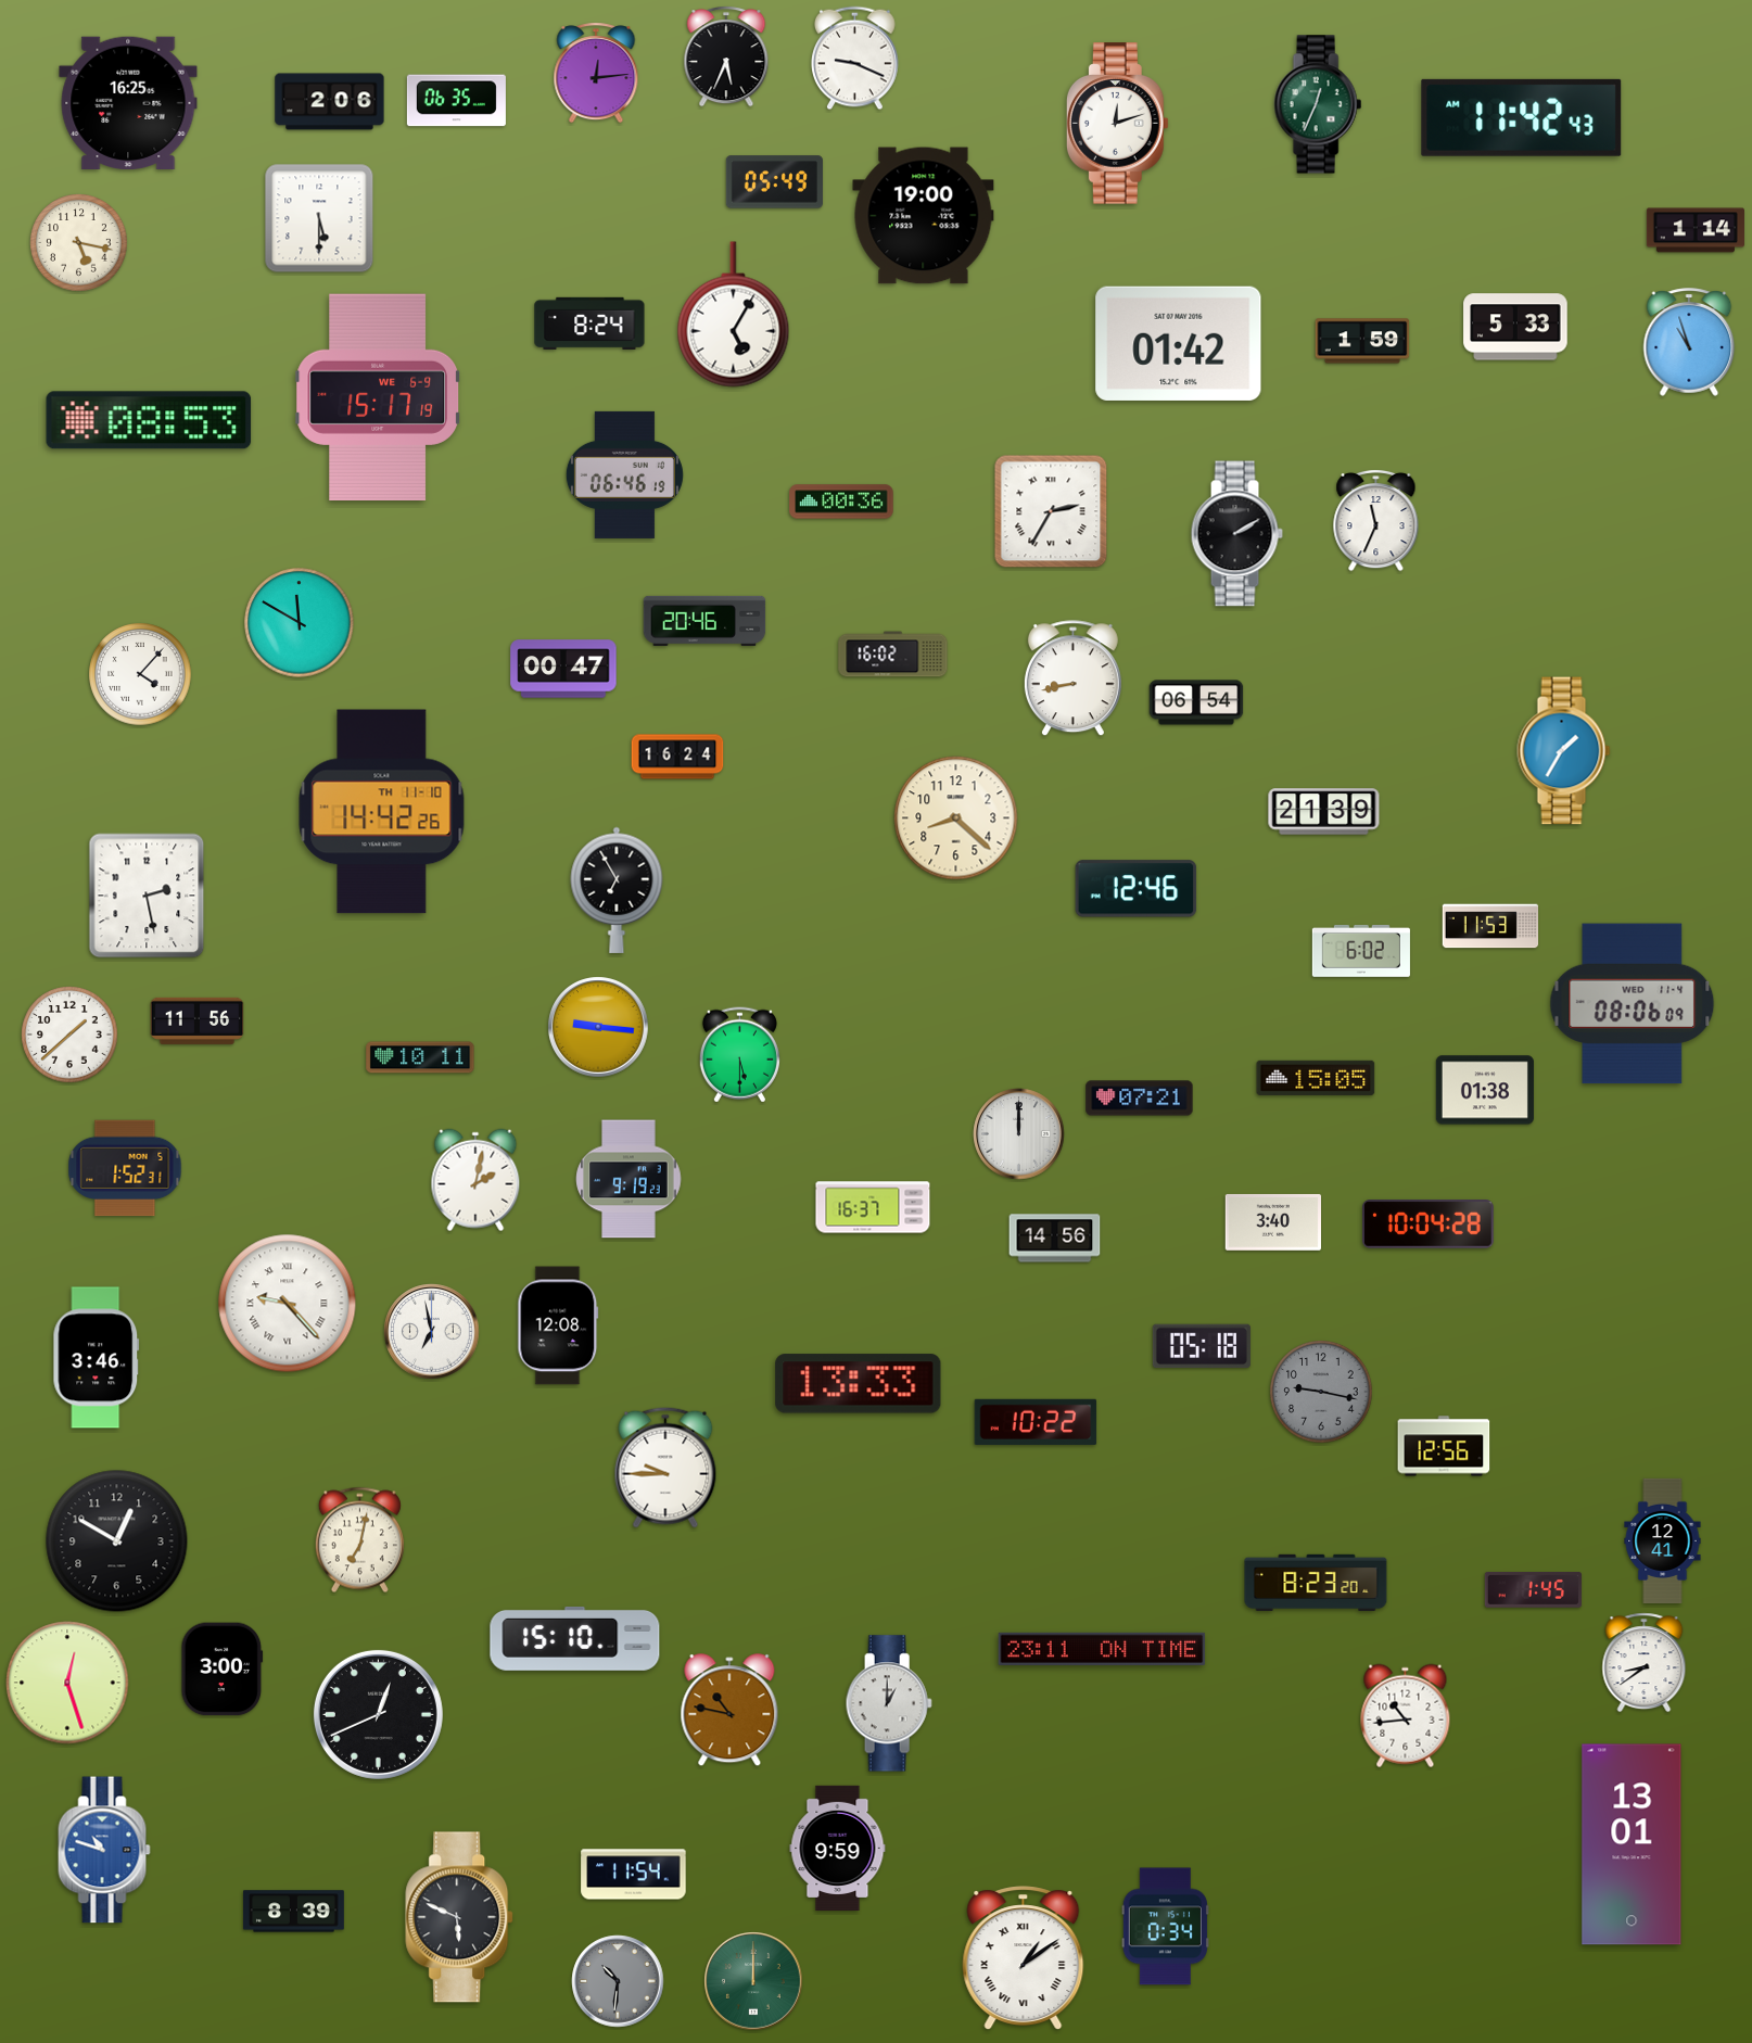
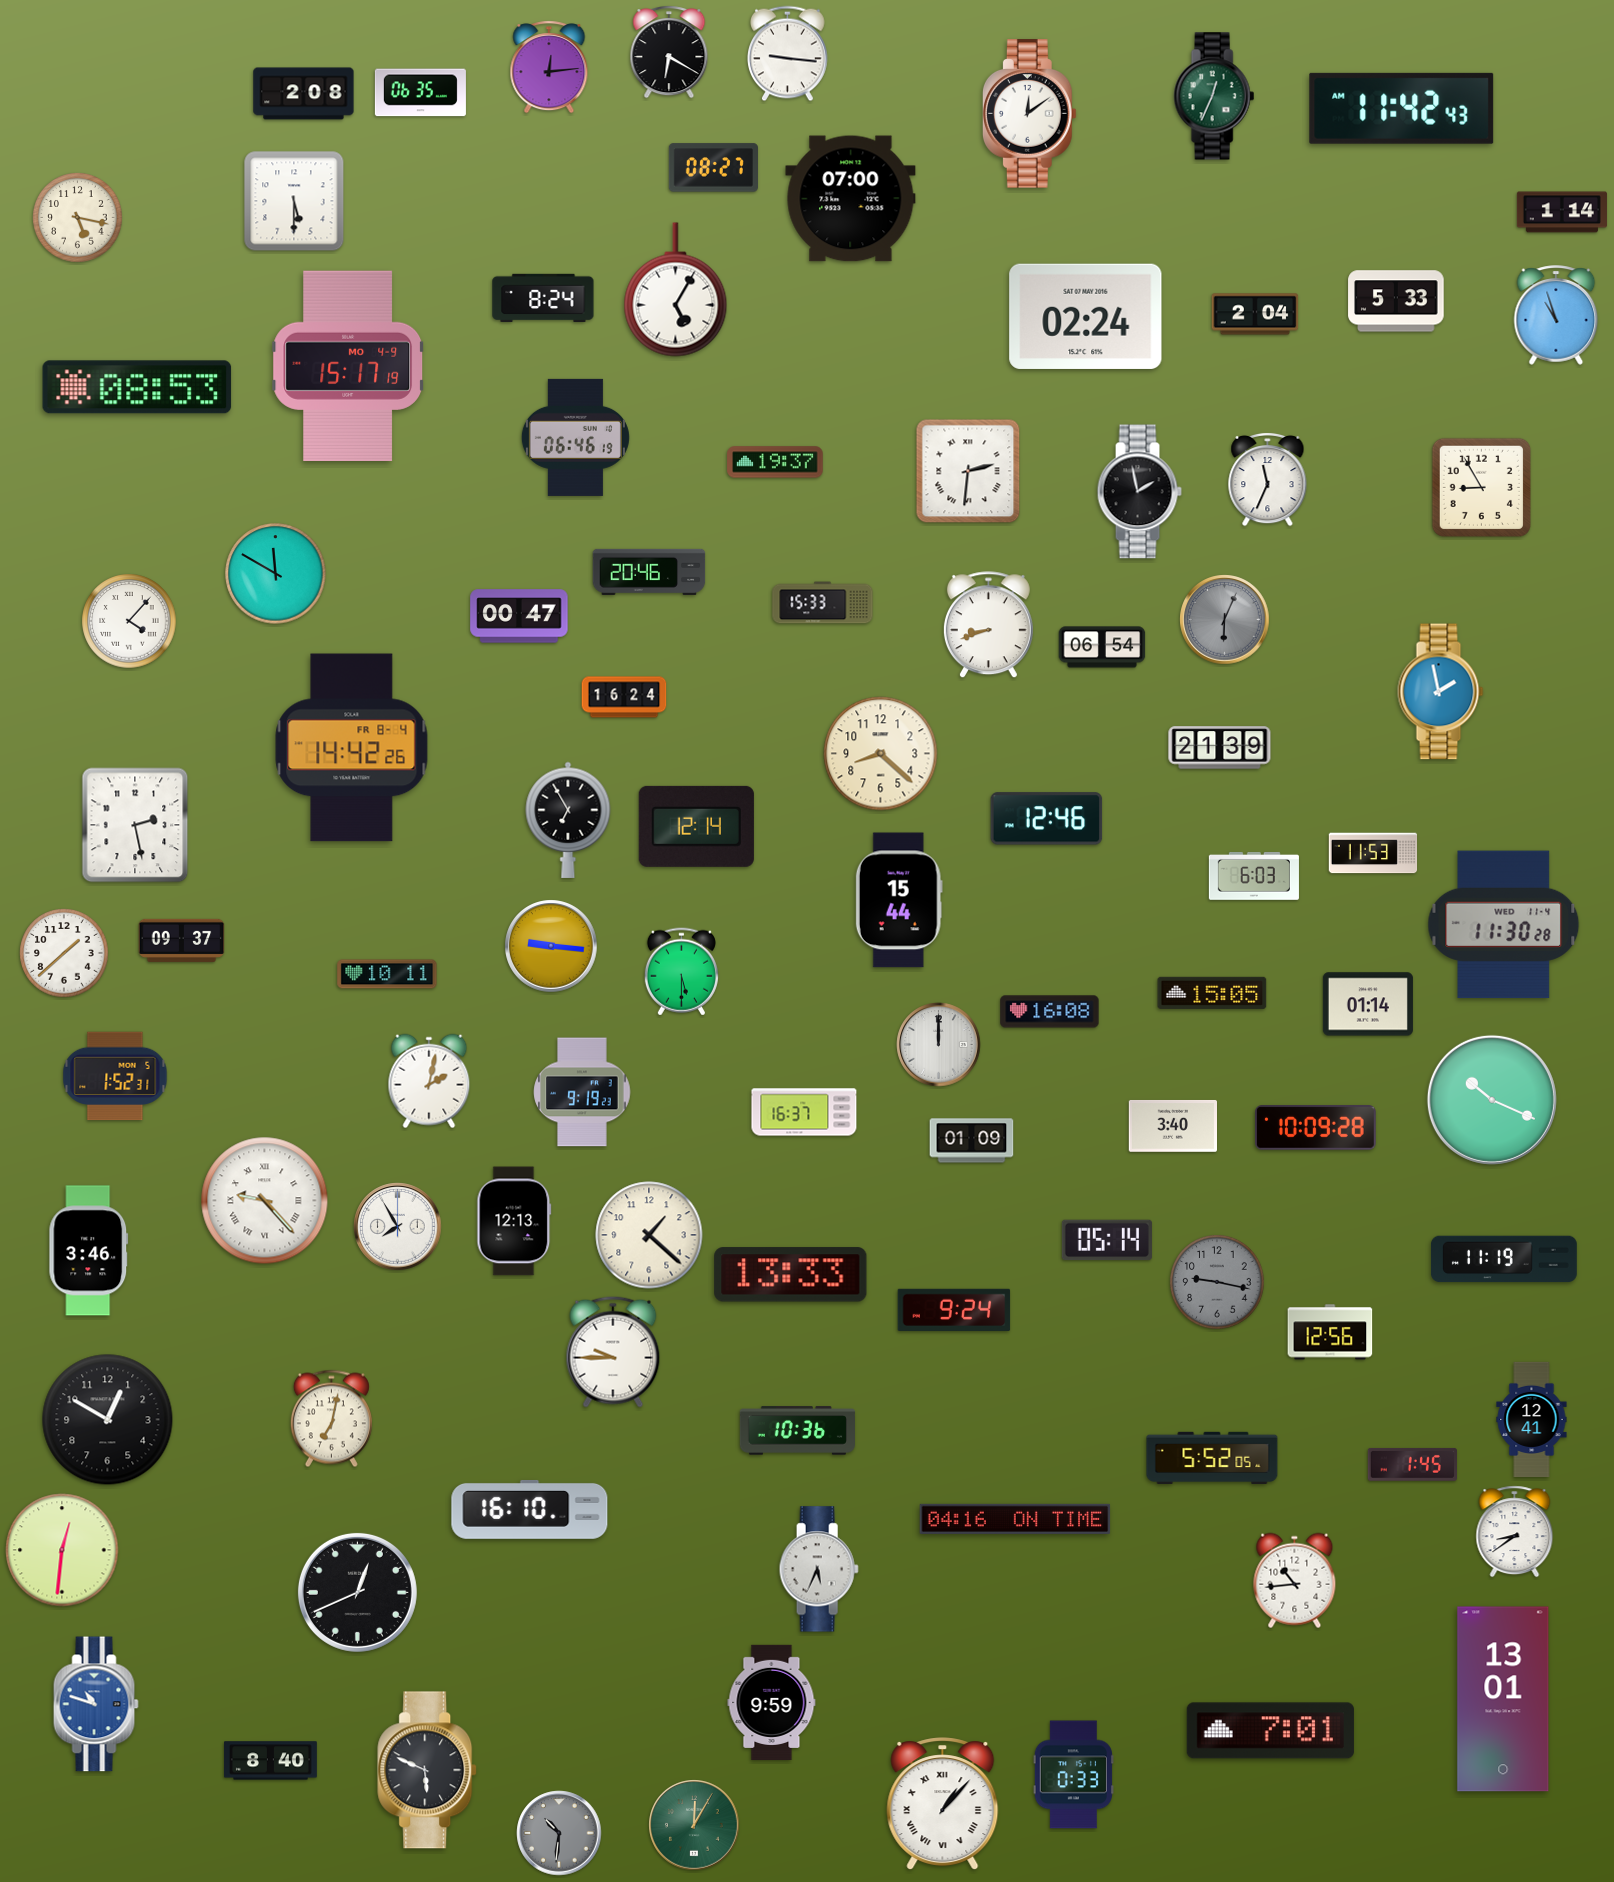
clock at (726, 56): 5:34 -> 6:20
clock at (855, 59): 9:19 -> 9:16
clock at (330, 102): 2:06 -> 2:08
clock at (128, 103): 16:25 -> none
clock at (1117, 124): 12:12 -> 12:09
clock at (774, 182): 05:49 -> 08:27
clock at (924, 216): 19:00 -> 07:00
clock at (79, 243) position: (79, 243) -> (78, 218)
clock at (1362, 341): 1:59 -> 2:04
clock at (1179, 343): 01:42 -> 02:24
clock at (379, 396) date: WE 6-9 -> MO 4-9
clock at (841, 502): 00:36 -> 19:37
clock at (1051, 511): 2:35 -> 2:31
clock at (1481, 487): none -> 8:55
clock at (1236, 534): 2:10 -> 1:58
clock at (893, 655): 16:02 -> 15:33
clock at (1225, 620): none -> 6:04
clock at (1072, 678): 8:43 -> 8:42
clock at (1564, 751): 1:35 -> 1:58
clock at (382, 812) date: TH 11-10 -> FR 8-4
clock at (696, 826): none -> 12:14
clock at (1361, 951): 6:02 -> 6:03
clock at (899, 900): none -> 15:44
clock at (1633, 1004): 08:06 -> 11:30
clock at (198, 1020): 11:56 -> 09:37
clock at (1485, 1090): 01:38 -> 01:14
clock at (1140, 1099): 07:21 -> 16:08
clock at (629, 1179) position: (629, 1179) -> (582, 1092)
clock at (475, 1180) position: (475, 1180) -> (429, 1081)
clock at (1492, 1100): none -> 10:19
clock at (1429, 1224): 10:04 -> 10:09
clock at (1055, 1239): 14:56 -> 01:09
clock at (558, 1325): 12:08 -> 12:13
clock at (432, 1332): 6:58 -> 7:55
clock at (649, 1235): none -> 1:22
clock at (1202, 1346): 05:18 -> 05:14
clock at (1504, 1259): none -> 11:19
clock at (1036, 1422): 10:22 -> 9:24
clock at (797, 1431): none -> 10:36
clock at (1316, 1583): 8:23 -> 5:52
clock at (575, 1638): 15:10 -> 16:10
clock at (1102, 1649): 23:11 -> 04:16
clock at (223, 1670): 3:00 -> none
clock at (67, 1683): 12:27 -> 12:31
clock at (889, 1703): 1:00 -> 5:34
clock at (729, 1711): 10:47 -> none
clock at (378, 1714) position: (378, 1714) -> (357, 1592)
clock at (634, 1875): 11:54 -> none
clock at (1270, 1731): none -> 7:01
clock at (293, 1912): 8:39 -> 8:40
clock at (460, 1917) position: (460, 1917) -> (428, 1770)
clock at (1165, 1927): 0:34 -> 0:33
clock at (1024, 1958): 1:09 -> 1:07
clock at (618, 1981) position: (618, 1981) -> (559, 1833)
clock at (753, 1981): 12:00 -> 12:05
